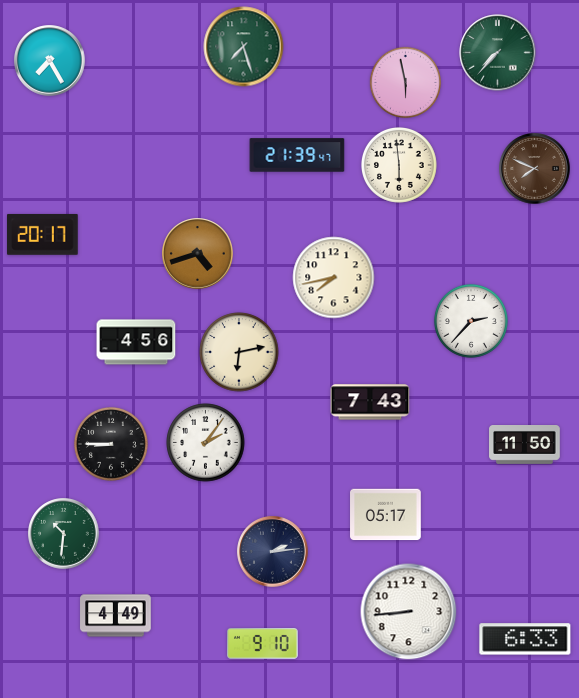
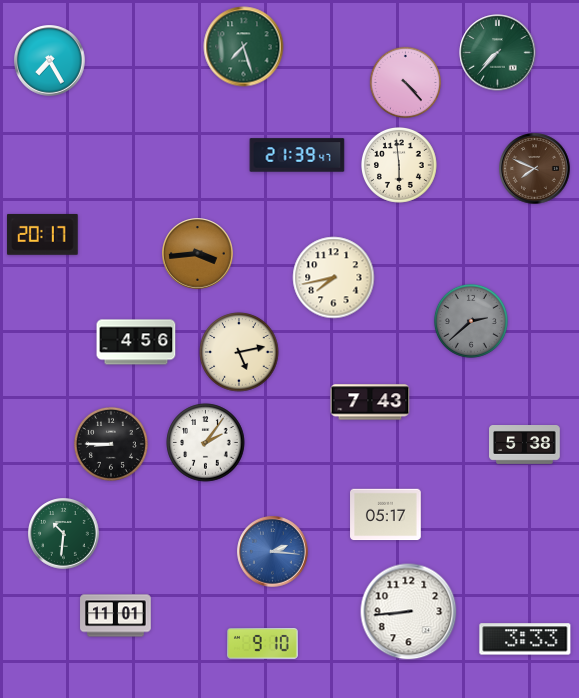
clock at (405, 82): 5:58 -> 4:23
clock at (198, 254): 4:42 -> 3:44
clock at (471, 321): 2:37 -> 2:38
clock at (471, 321) dial: white -> grey
clock at (239, 352): 6:13 -> 5:13
clock at (525, 445): 11:50 -> 5:38
clock at (273, 552): 2:14 -> 2:16
clock at (273, 552) dial: navy -> blue
clock at (116, 616): 4:49 -> 11:01
clock at (525, 639): 6:33 -> 3:33
